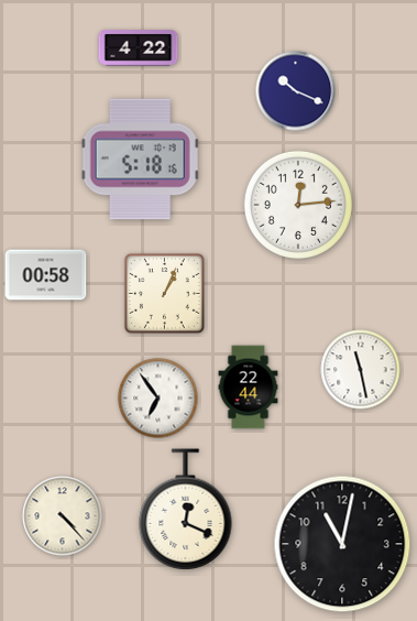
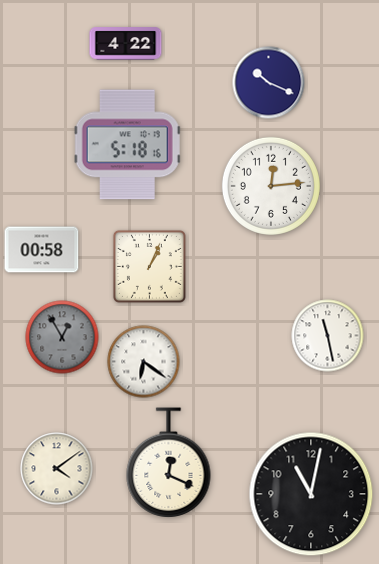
clock at (62, 337): none -> 12:55
clock at (249, 388): 22:44 -> none
clock at (158, 399): 6:54 -> 6:21
clock at (63, 516): 4:23 -> 4:09
